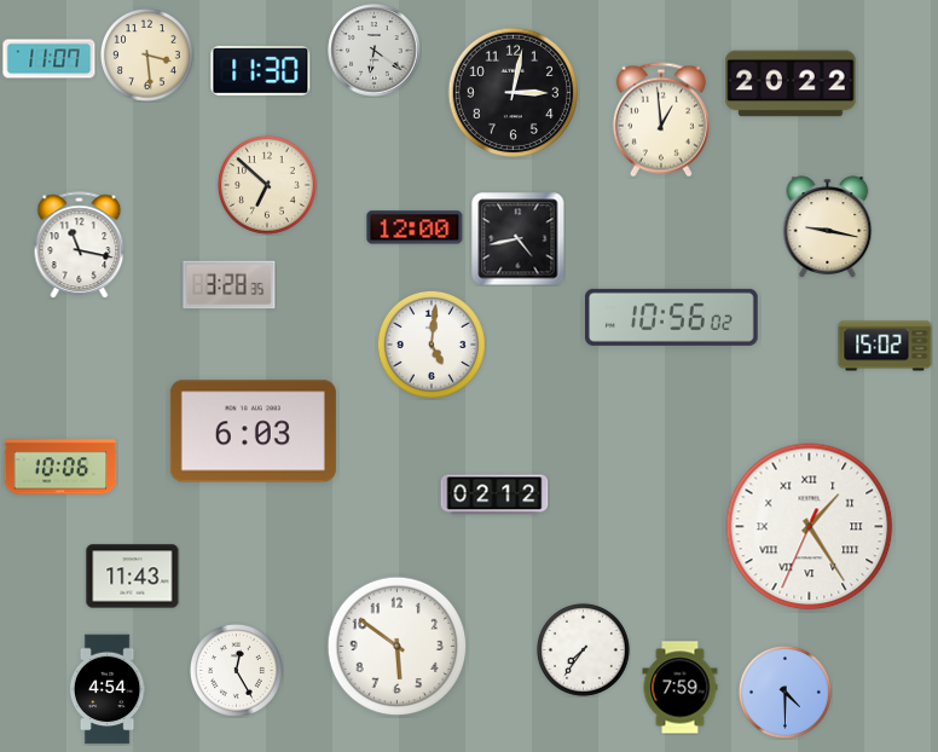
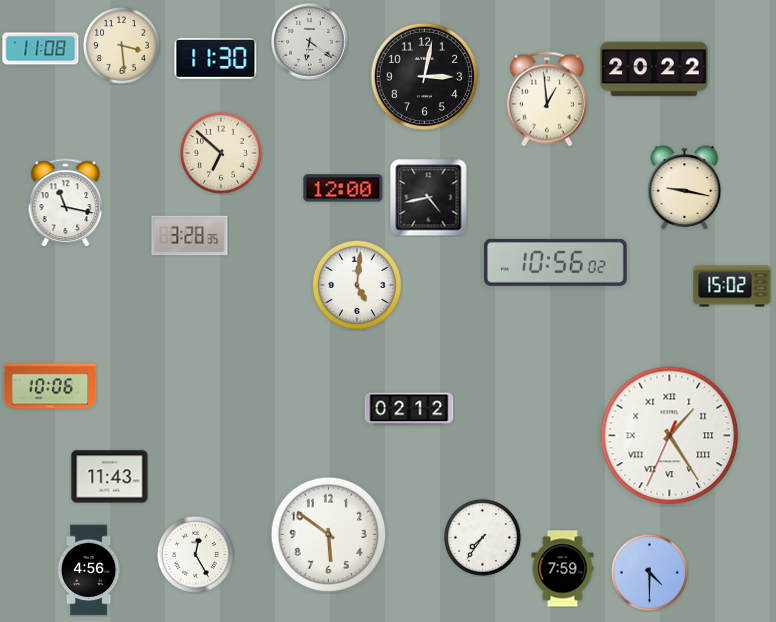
clock at (50, 59): 11:07 -> 11:08
clock at (253, 432): 6:03 -> none
clock at (108, 689): 4:54 -> 4:56
